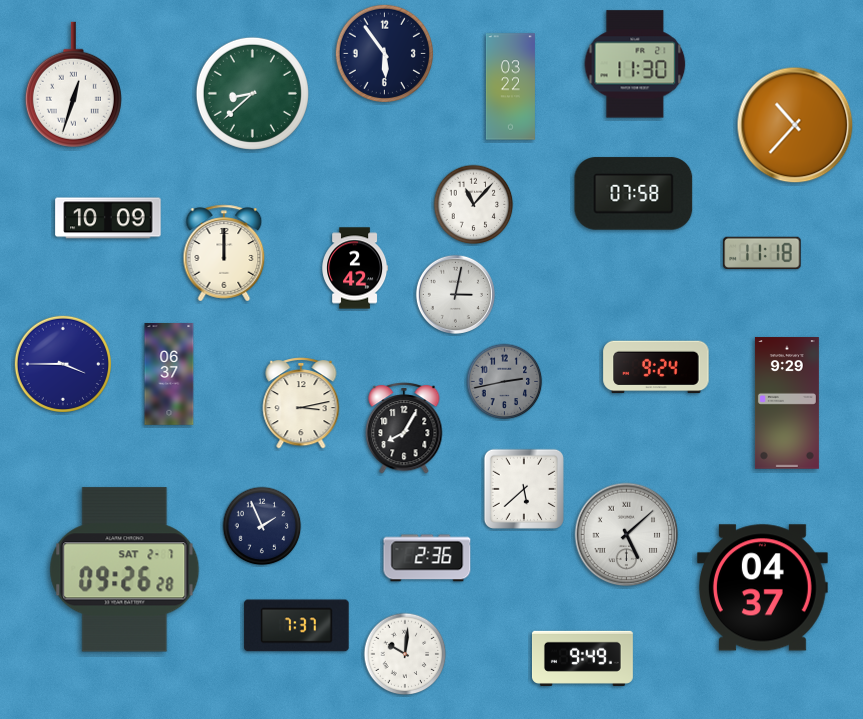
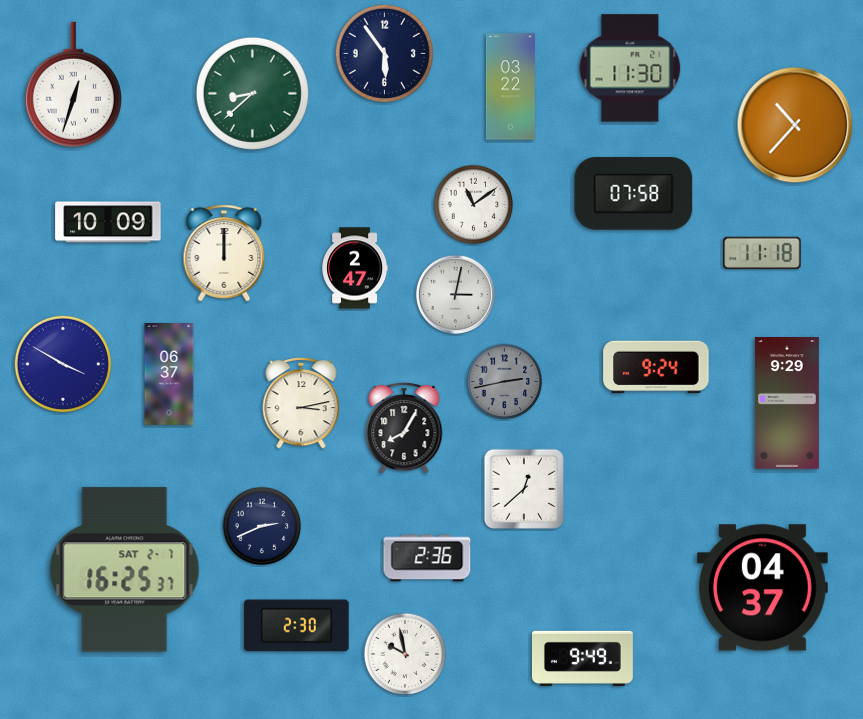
clock at (635, 64) position: (635, 64) -> (630, 68)
clock at (474, 205): 11:07 -> 11:09
clock at (108, 218) position: (108, 218) -> (108, 222)
clock at (355, 268): 2:42 -> 2:47
clock at (62, 363): 3:45 -> 3:50
clock at (523, 488): 5:38 -> 12:38
clock at (262, 526): 1:56 -> 2:41
clock at (627, 535): 5:08 -> none
clock at (125, 570): 09:26 -> 16:25
clock at (297, 626): 7:37 -> 2:30
clock at (405, 654): 10:01 -> 9:58
